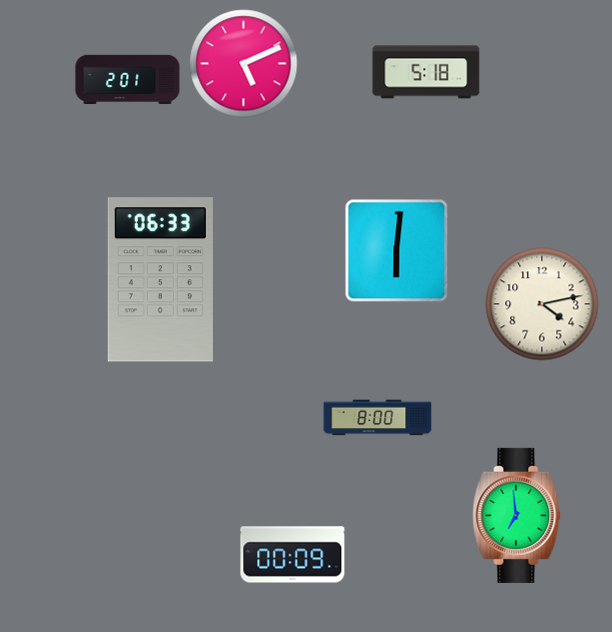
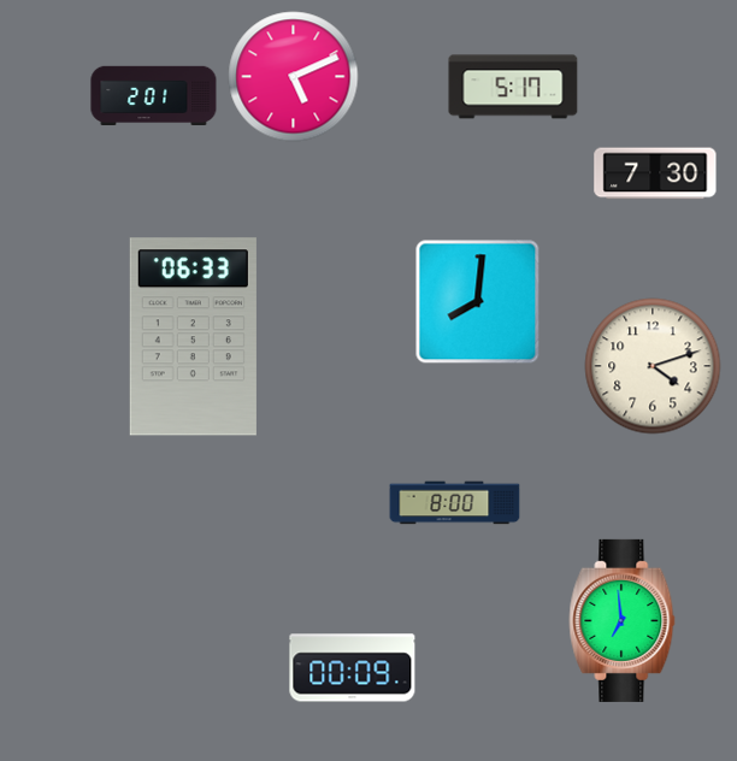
clock at (426, 72): 5:18 -> 5:17
clock at (655, 173): none -> 7:30
clock at (397, 251): 6:01 -> 8:01
clock at (542, 304): 4:13 -> 4:12
